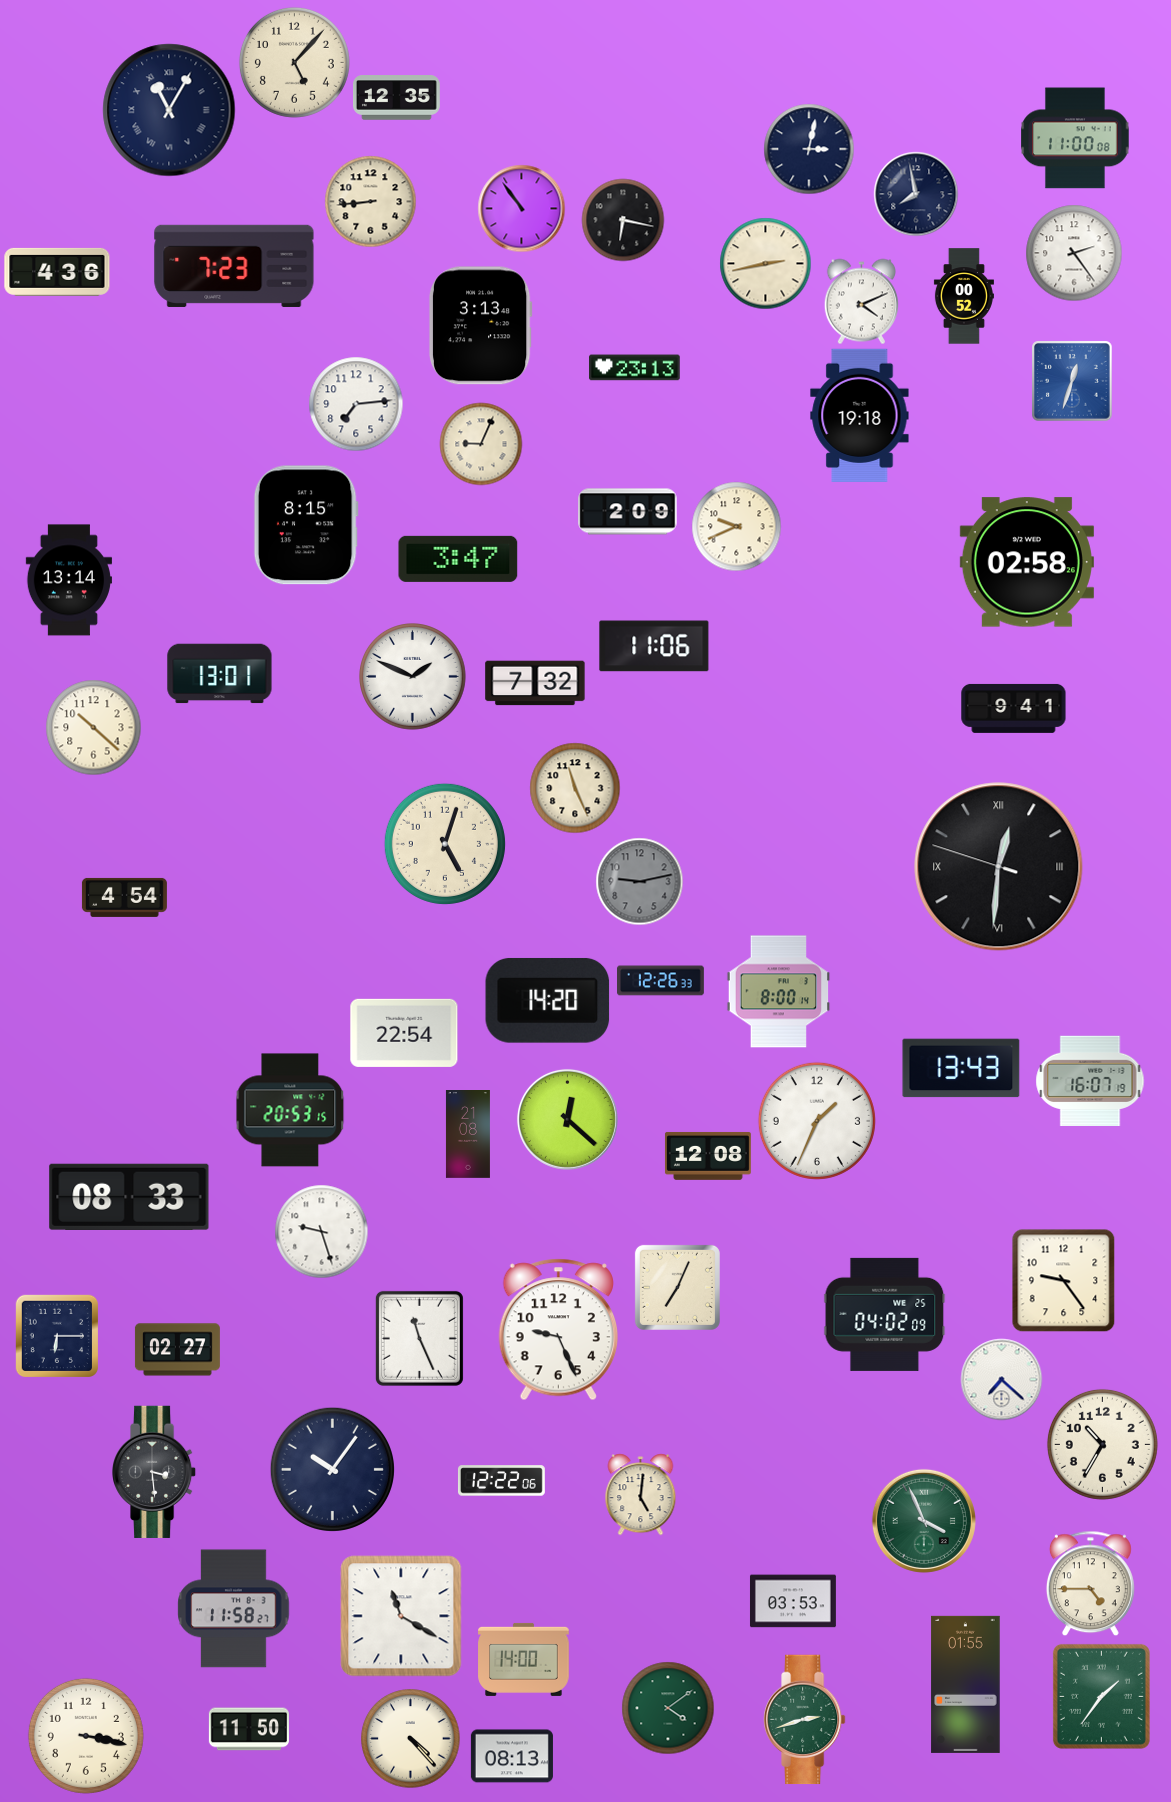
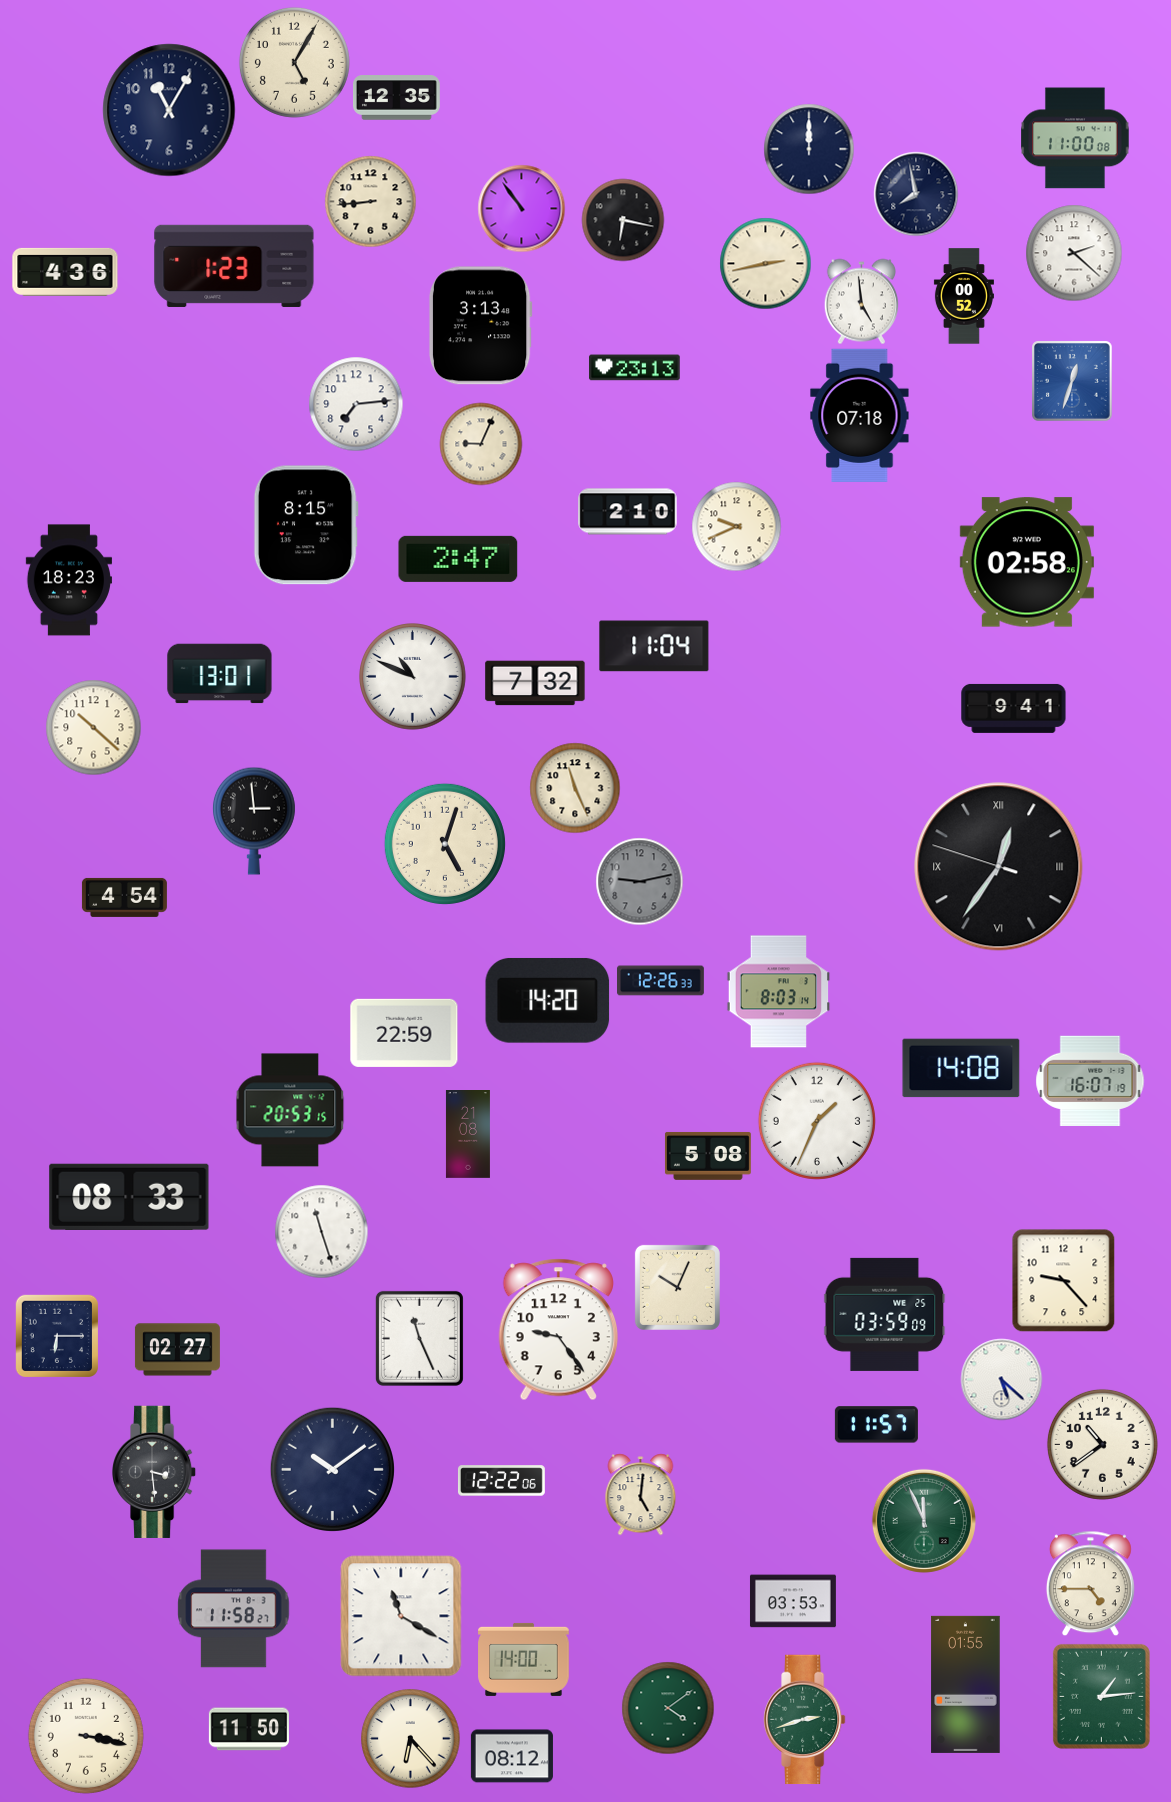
clock at (294, 62): 5:07 -> 5:05
clock at (169, 110) numerals: Roman -> Arabic
clock at (809, 149): 3:02 -> 12:00
clock at (1074, 253): 2:24 -> 2:22
clock at (234, 266): 7:23 -> 1:23
clock at (57, 272) position: (57, 272) -> (65, 272)
clock at (861, 301): 4:11 -> 4:59
clock at (860, 415): 19:18 -> 07:18
clock at (628, 512): 2:09 -> 2:10
clock at (458, 559): 3:47 -> 2:47
clock at (69, 580): 13:14 -> 18:23
clock at (654, 646): 11:06 -> 11:04
clock at (413, 677): 1:49 -> 10:49
clock at (254, 821): none -> 2:59
clock at (999, 867): 12:30 -> 12:35
clock at (779, 992): 8:00 -> 8:03
clock at (404, 1033): 22:54 -> 22:59
clock at (961, 1068): 13:43 -> 14:08
clock at (567, 1119): 12:22 -> none
clock at (708, 1156): 12:08 -> 5:08
clock at (321, 1231): 9:27 -> 11:27
clock at (1063, 1280): 9:24 -> 9:23
clock at (677, 1287): 7:04 -> 10:04
clock at (885, 1314): 04:02 -> 03:59
clock at (558, 1330): 9:26 -> 9:24
clock at (1001, 1379): 7:22 -> 5:22
clock at (876, 1425): none -> 11:57
clock at (1102, 1444): 10:35 -> 10:39
clock at (332, 1469): 10:06 -> 10:09
clock at (924, 1521): 3:56 -> 11:56
clock at (1101, 1696): 1:36 -> 1:14
clock at (411, 1739): 4:23 -> 6:23
clock at (512, 1756): 08:13 -> 08:12
